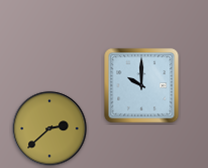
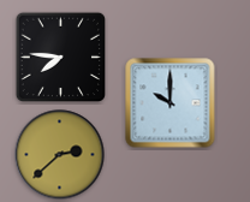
clock at (60, 57): none -> 7:46
